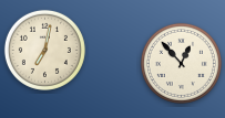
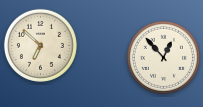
clock at (44, 50): 7:02 -> 6:52
